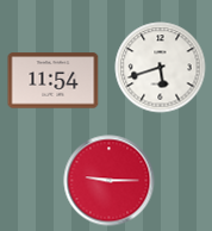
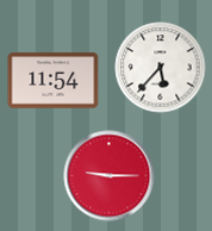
clock at (161, 68): 5:42 -> 5:37
clock at (110, 181) position: (110, 181) -> (110, 176)
